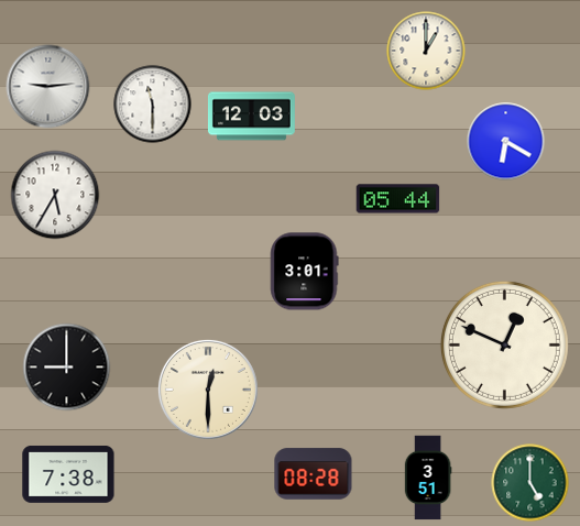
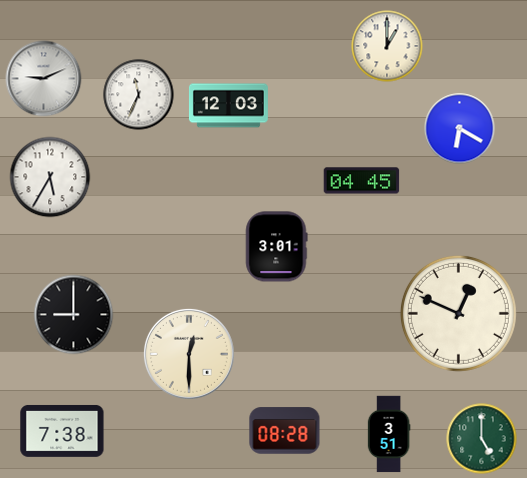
clock at (48, 87): 9:14 -> 9:11
clock at (153, 105): 11:30 -> 11:34
clock at (398, 199): 05:44 -> 04:45
clock at (67, 368) position: (67, 368) -> (74, 315)
